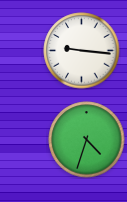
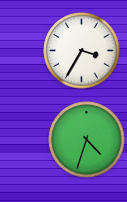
clock at (82, 51): 9:16 -> 3:35
